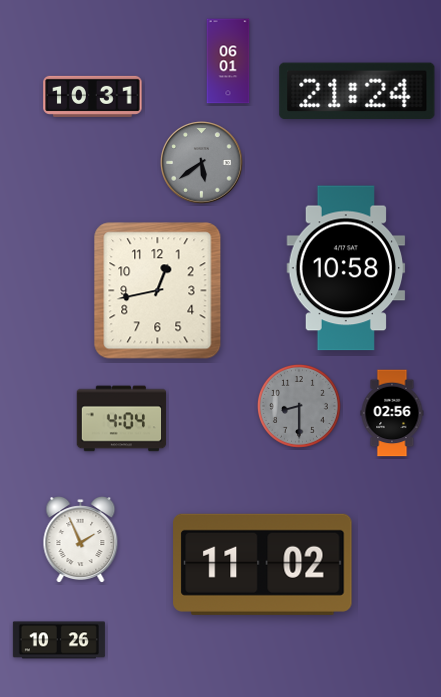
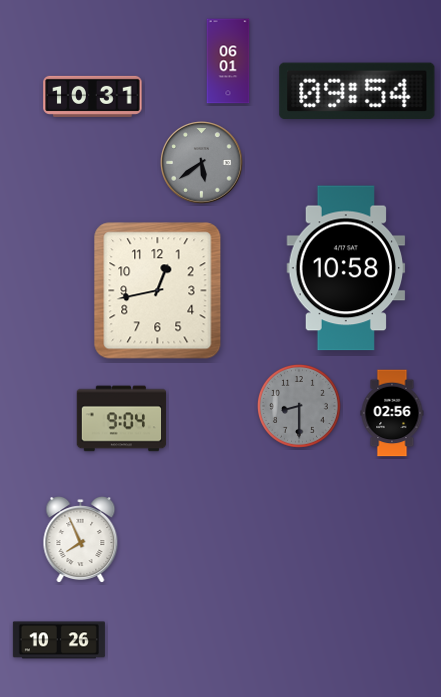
clock at (357, 91): 21:24 -> 09:54
clock at (122, 419): 4:04 -> 9:04
clock at (81, 540): 1:56 -> 7:56
clock at (263, 564): 11:02 -> none
